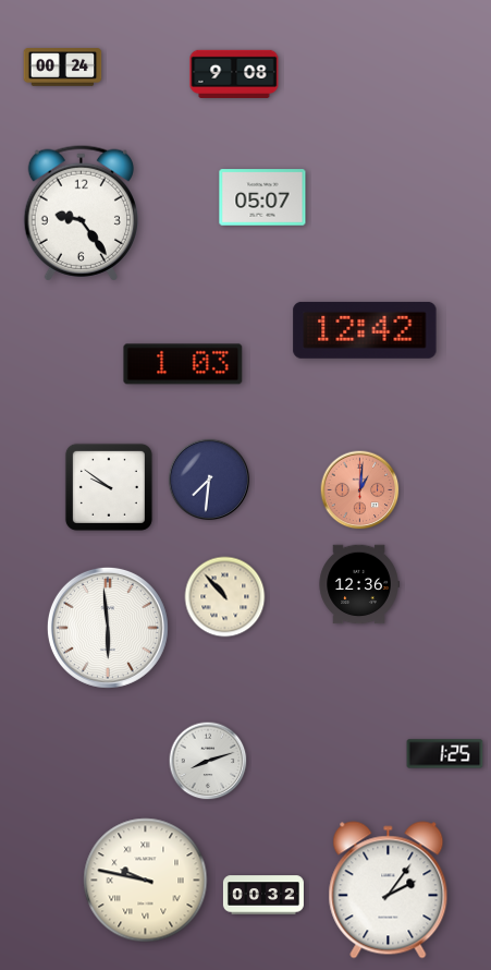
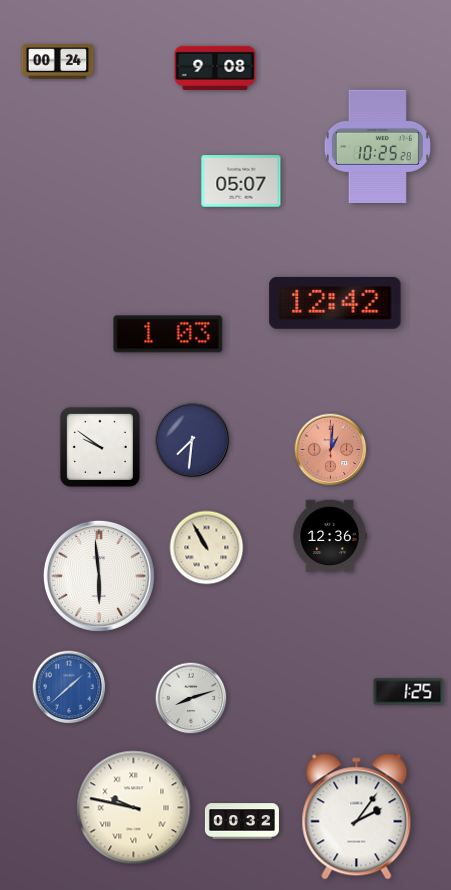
clock at (377, 146): none -> 10:25
clock at (81, 213): 9:24 -> none
clock at (225, 597): 10:53 -> 10:55
clock at (69, 687): none -> 1:38
